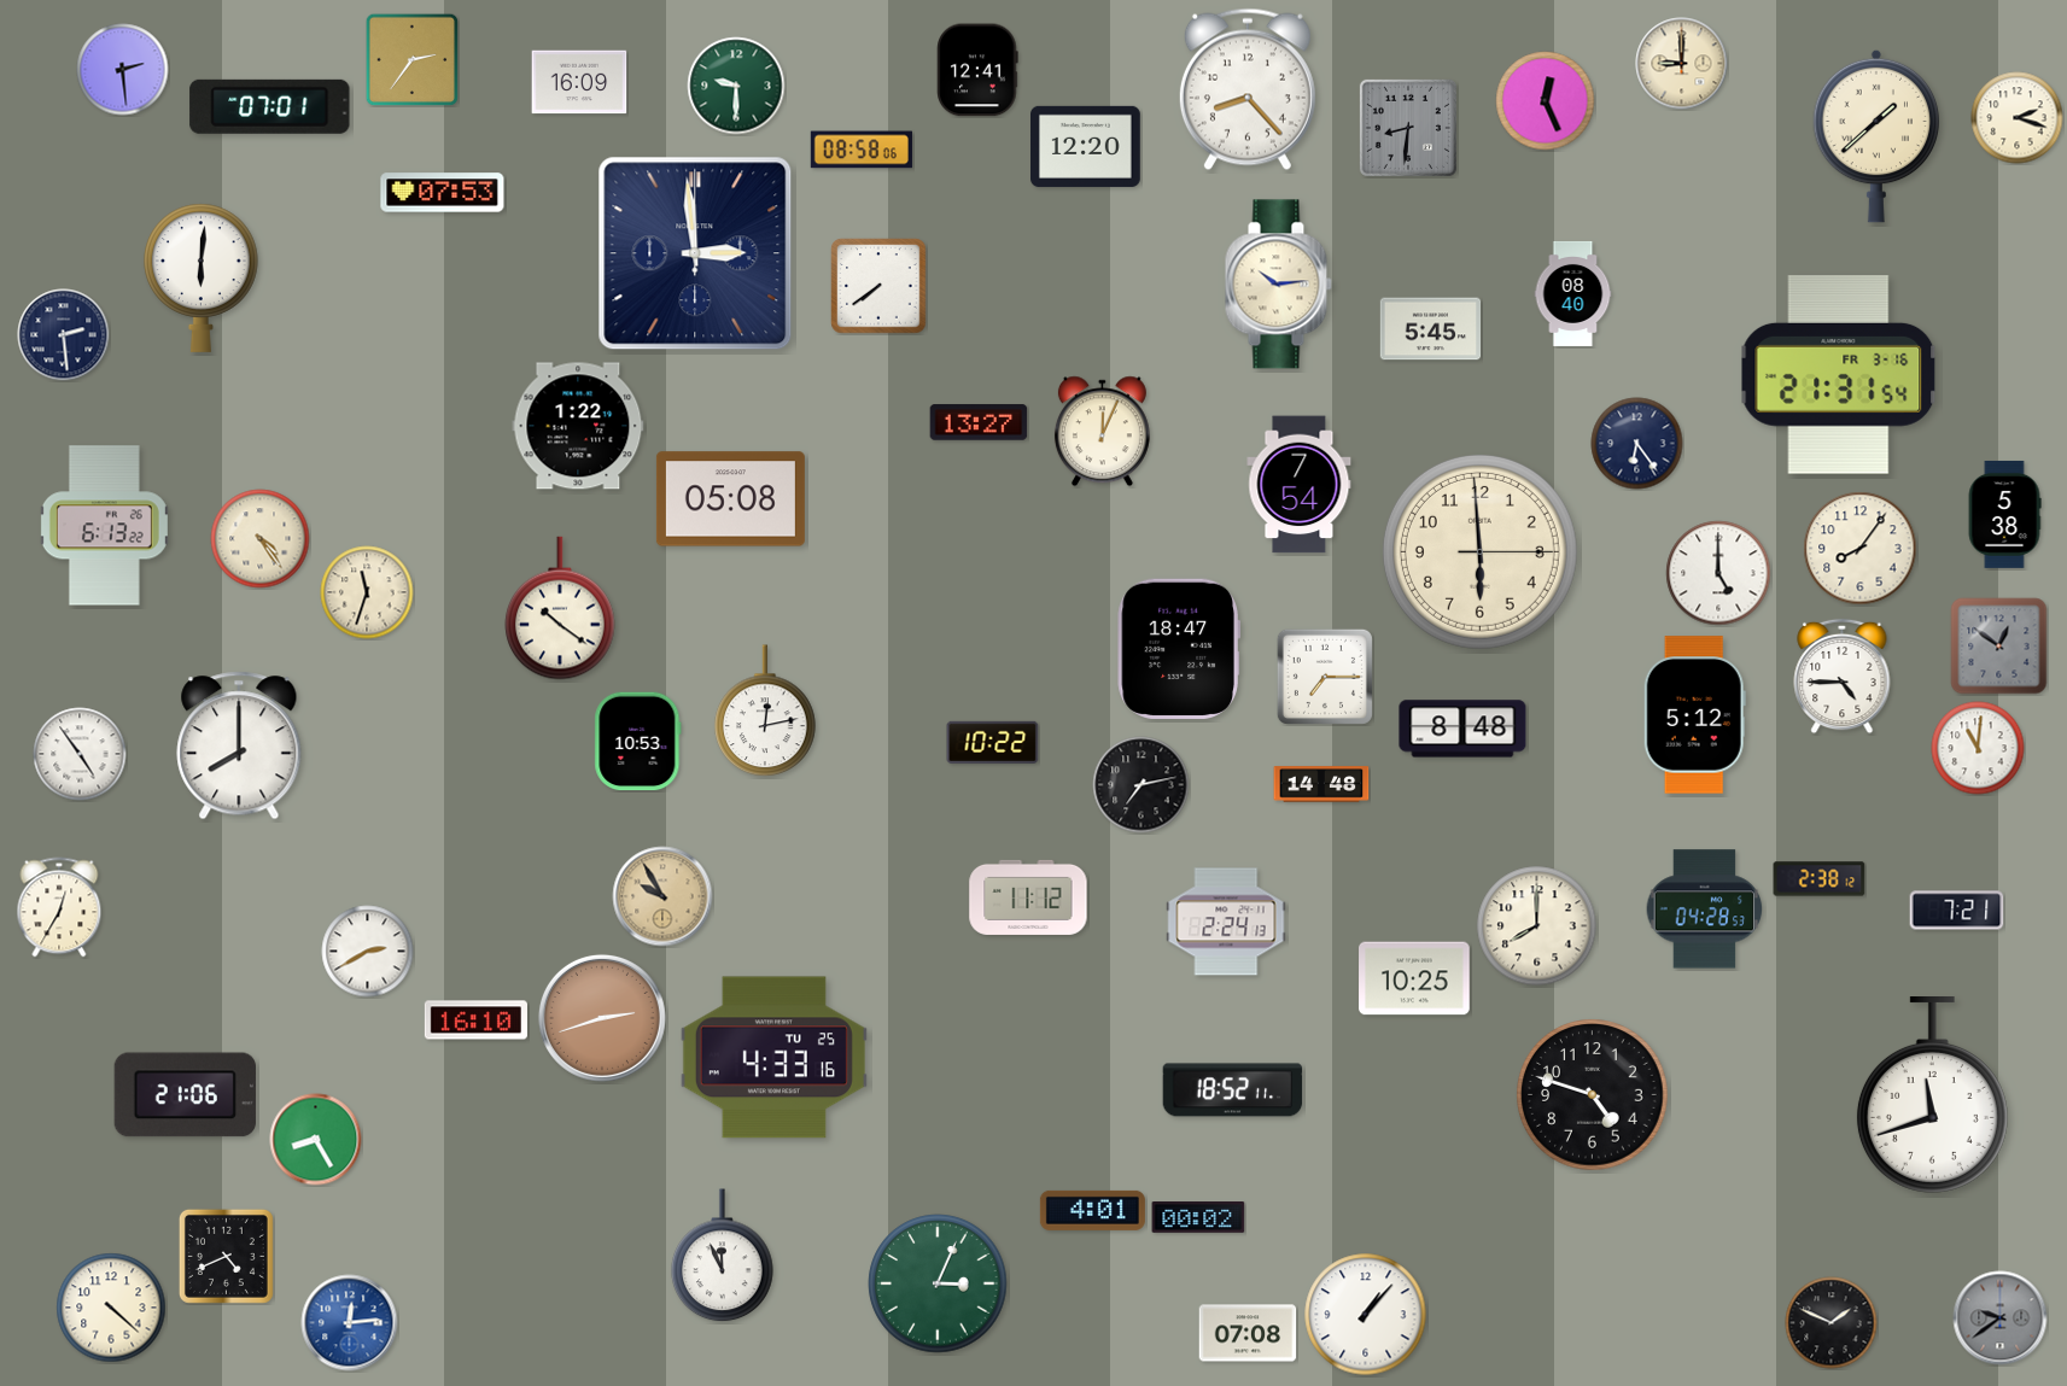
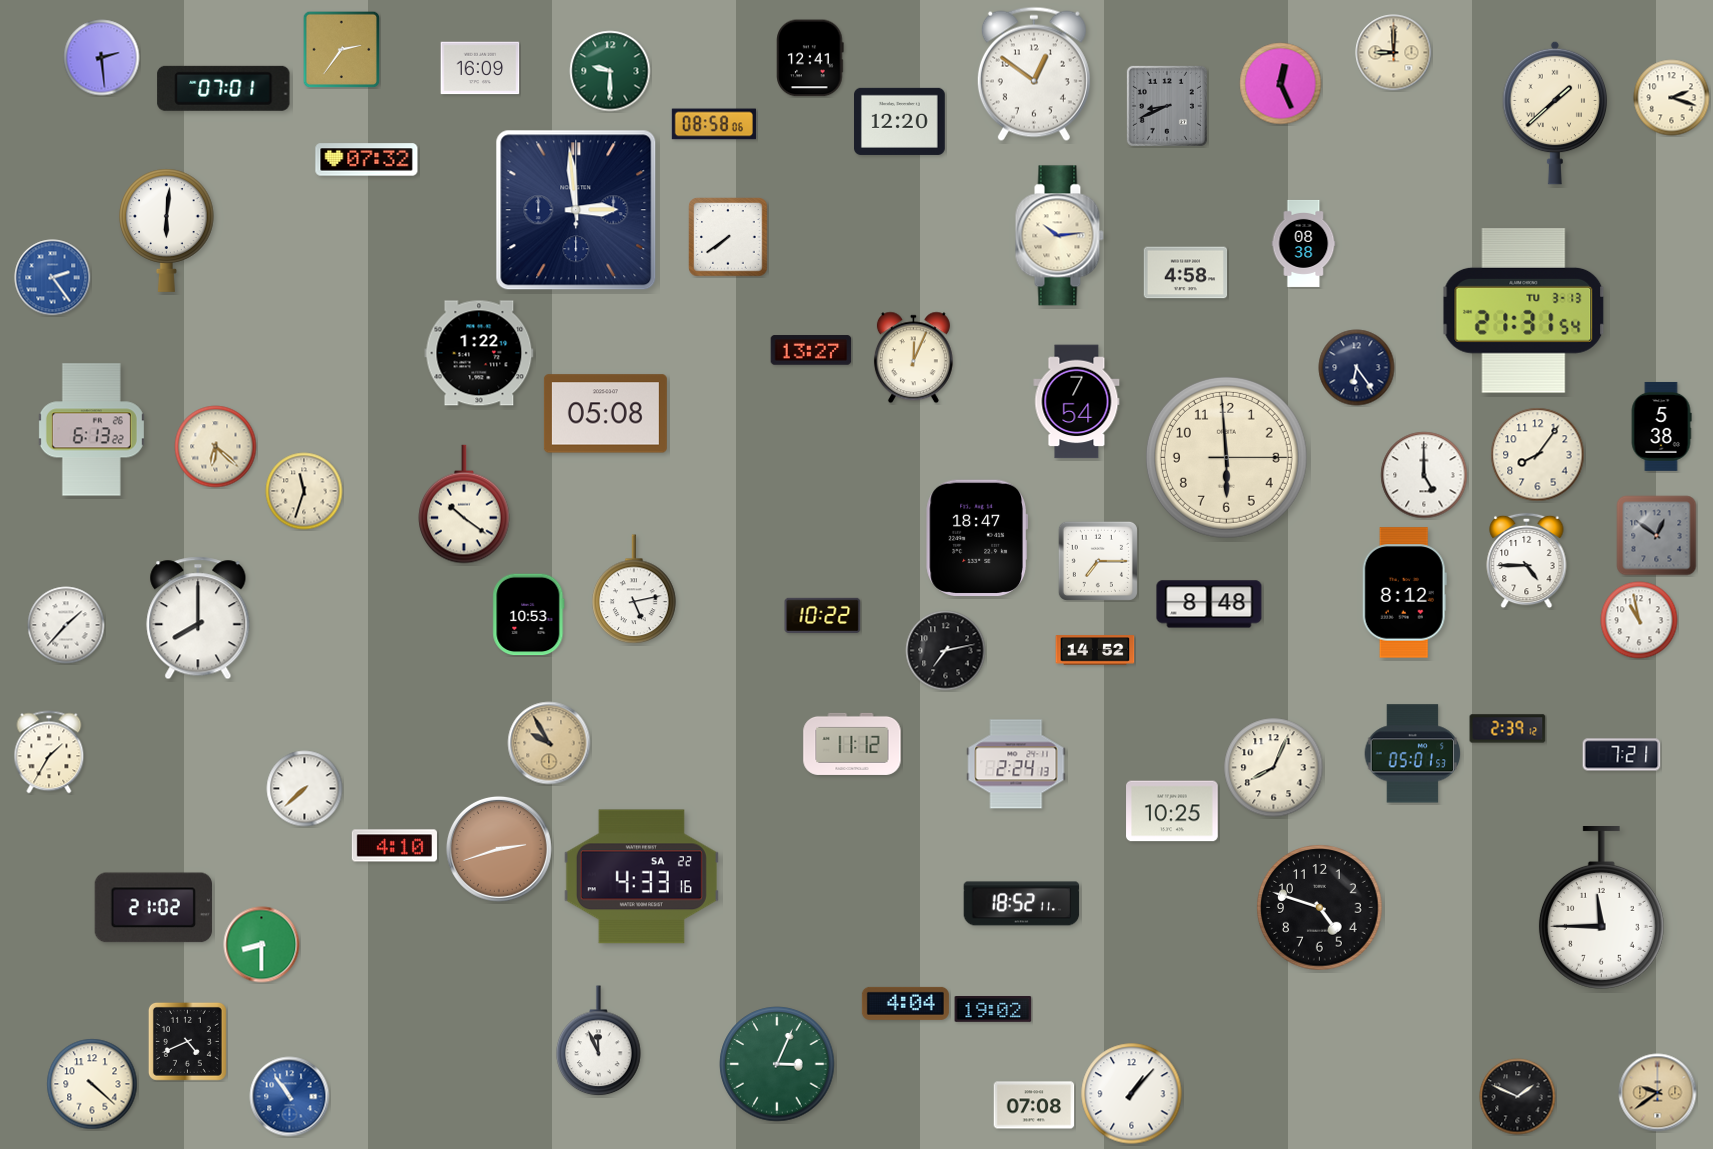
clock at (1248, 89): 8:23 -> 12:51
clock at (1408, 128): 8:31 -> 8:41
clock at (443, 193): 07:53 -> 07:32
clock at (1573, 293): 08:40 -> 08:38
clock at (1431, 329): 5:45 -> 4:58
clock at (64, 335): 2:29 -> 2:24
clock at (64, 335) dial: navy -> blue
clock at (1839, 375) date: FR 3-16 -> TU 3-13
clock at (104, 526) position: (104, 526) -> (91, 430)
clock at (261, 539): 4:24 -> 6:22
clock at (1861, 549) position: (1861, 549) -> (1538, 455)
clock at (765, 712): 12:13 -> 5:13
clock at (1694, 715): 5:12 -> 8:12
clock at (1462, 729) position: (1462, 729) -> (1209, 604)
clock at (1978, 748): 11:01 -> 10:58
clock at (80, 754): 4:54 -> 1:37
clock at (1321, 784): 14:48 -> 14:52
clock at (1820, 879): 2:38 -> 2:39
clock at (59, 907): 12:35 -> 1:35
clock at (1705, 910): 04:28 -> 05:01
clock at (1537, 926): 8:00 -> 8:04
clock at (368, 952): 2:40 -> 7:38
clock at (602, 1018) position: (602, 1018) -> (499, 849)
clock at (475, 1021): 16:10 -> 4:10
clock at (773, 1058) date: TU 25 -> SA 22
clock at (185, 1095): 21:06 -> 21:02
clock at (1932, 1095): 11:42 -> 11:45
clock at (316, 1140): 8:25 -> 8:30
clock at (1092, 1210): 4:01 -> 4:04
clock at (1198, 1218): 00:02 -> 19:02
clock at (1366, 1315) position: (1366, 1315) -> (1132, 1094)
clock at (2001, 1318) dial: grey -> champagne
clock at (350, 1323): 12:14 -> 10:54
